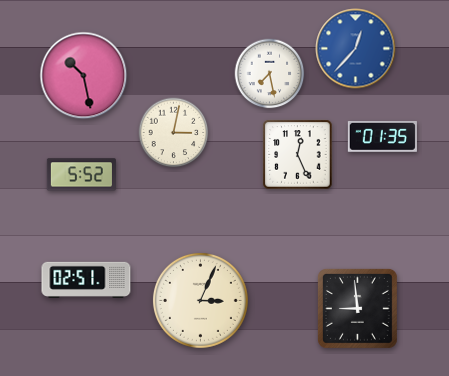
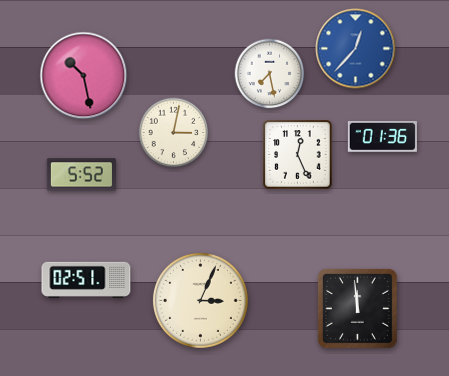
clock at (382, 136): 01:35 -> 01:36
clock at (357, 308): 8:59 -> 11:59
